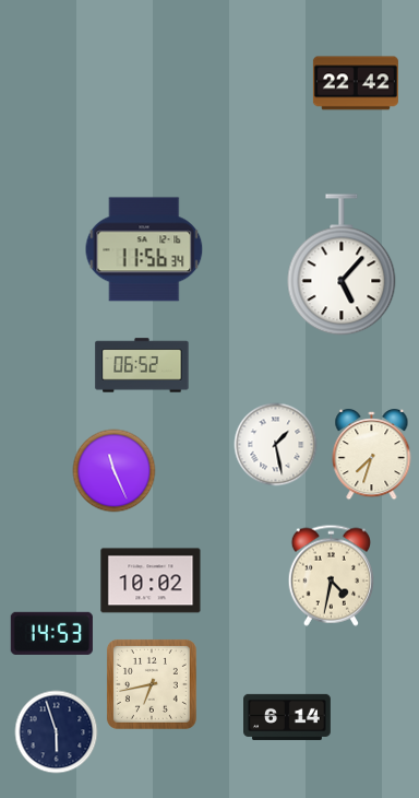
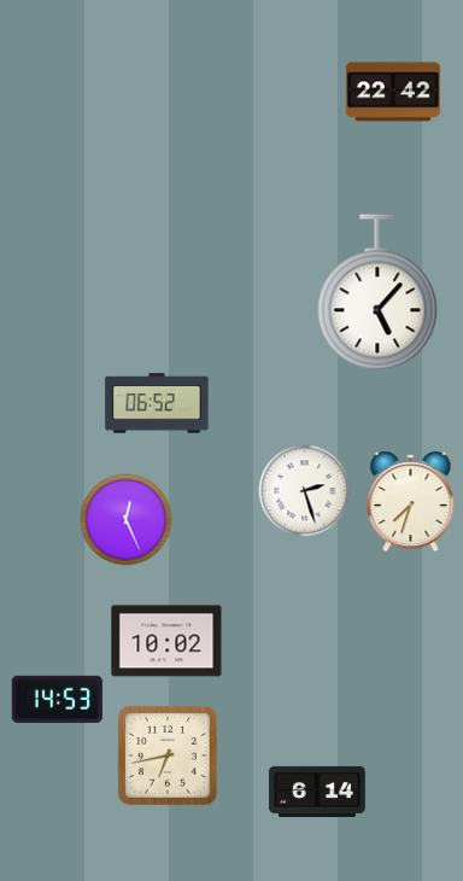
clock at (144, 249): 11:56 -> none
clock at (276, 445): 1:28 -> 2:27
clock at (115, 471): 11:26 -> 12:26
clock at (331, 575): 4:32 -> none
clock at (57, 732): 5:57 -> none
